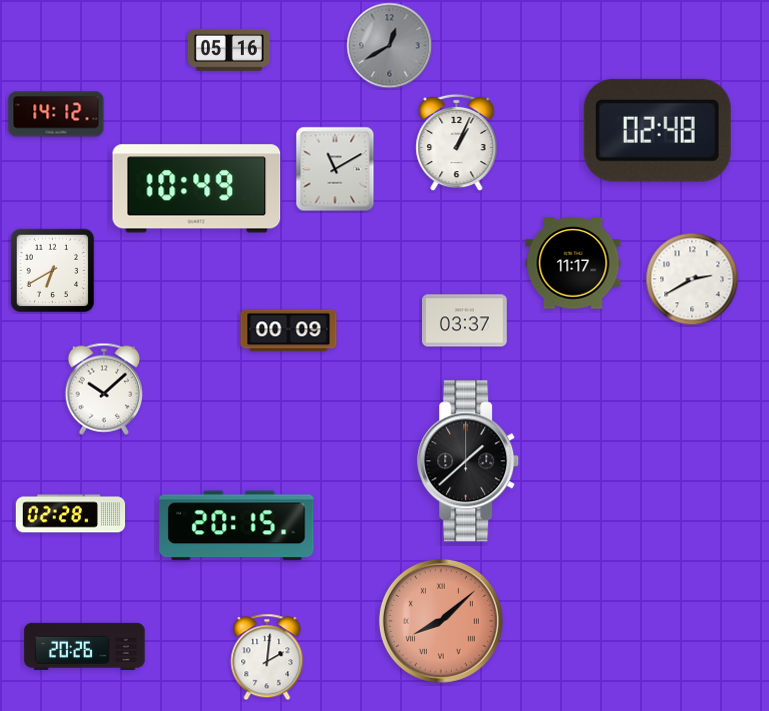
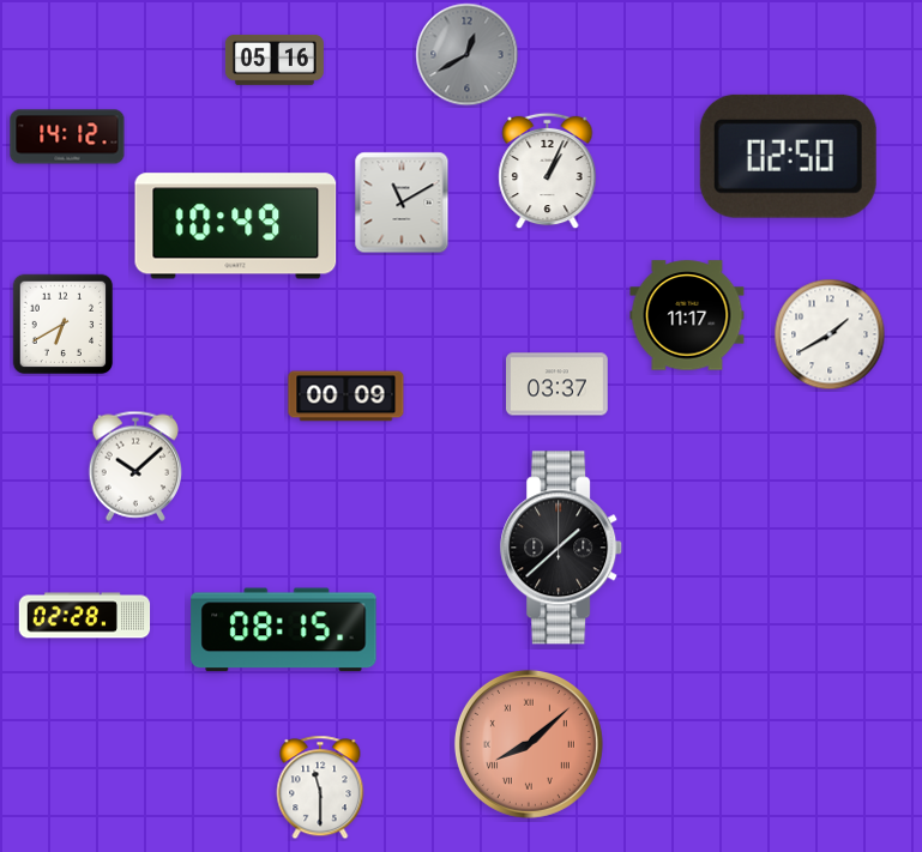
clock at (657, 130): 02:48 -> 02:50
clock at (692, 279): 2:40 -> 1:40
clock at (103, 389) position: (103, 389) -> (134, 466)
clock at (469, 461) position: (469, 461) -> (562, 548)
clock at (237, 526): 20:15 -> 08:15
clock at (85, 646): 20:26 -> none
clock at (267, 657): 2:01 -> 11:30
